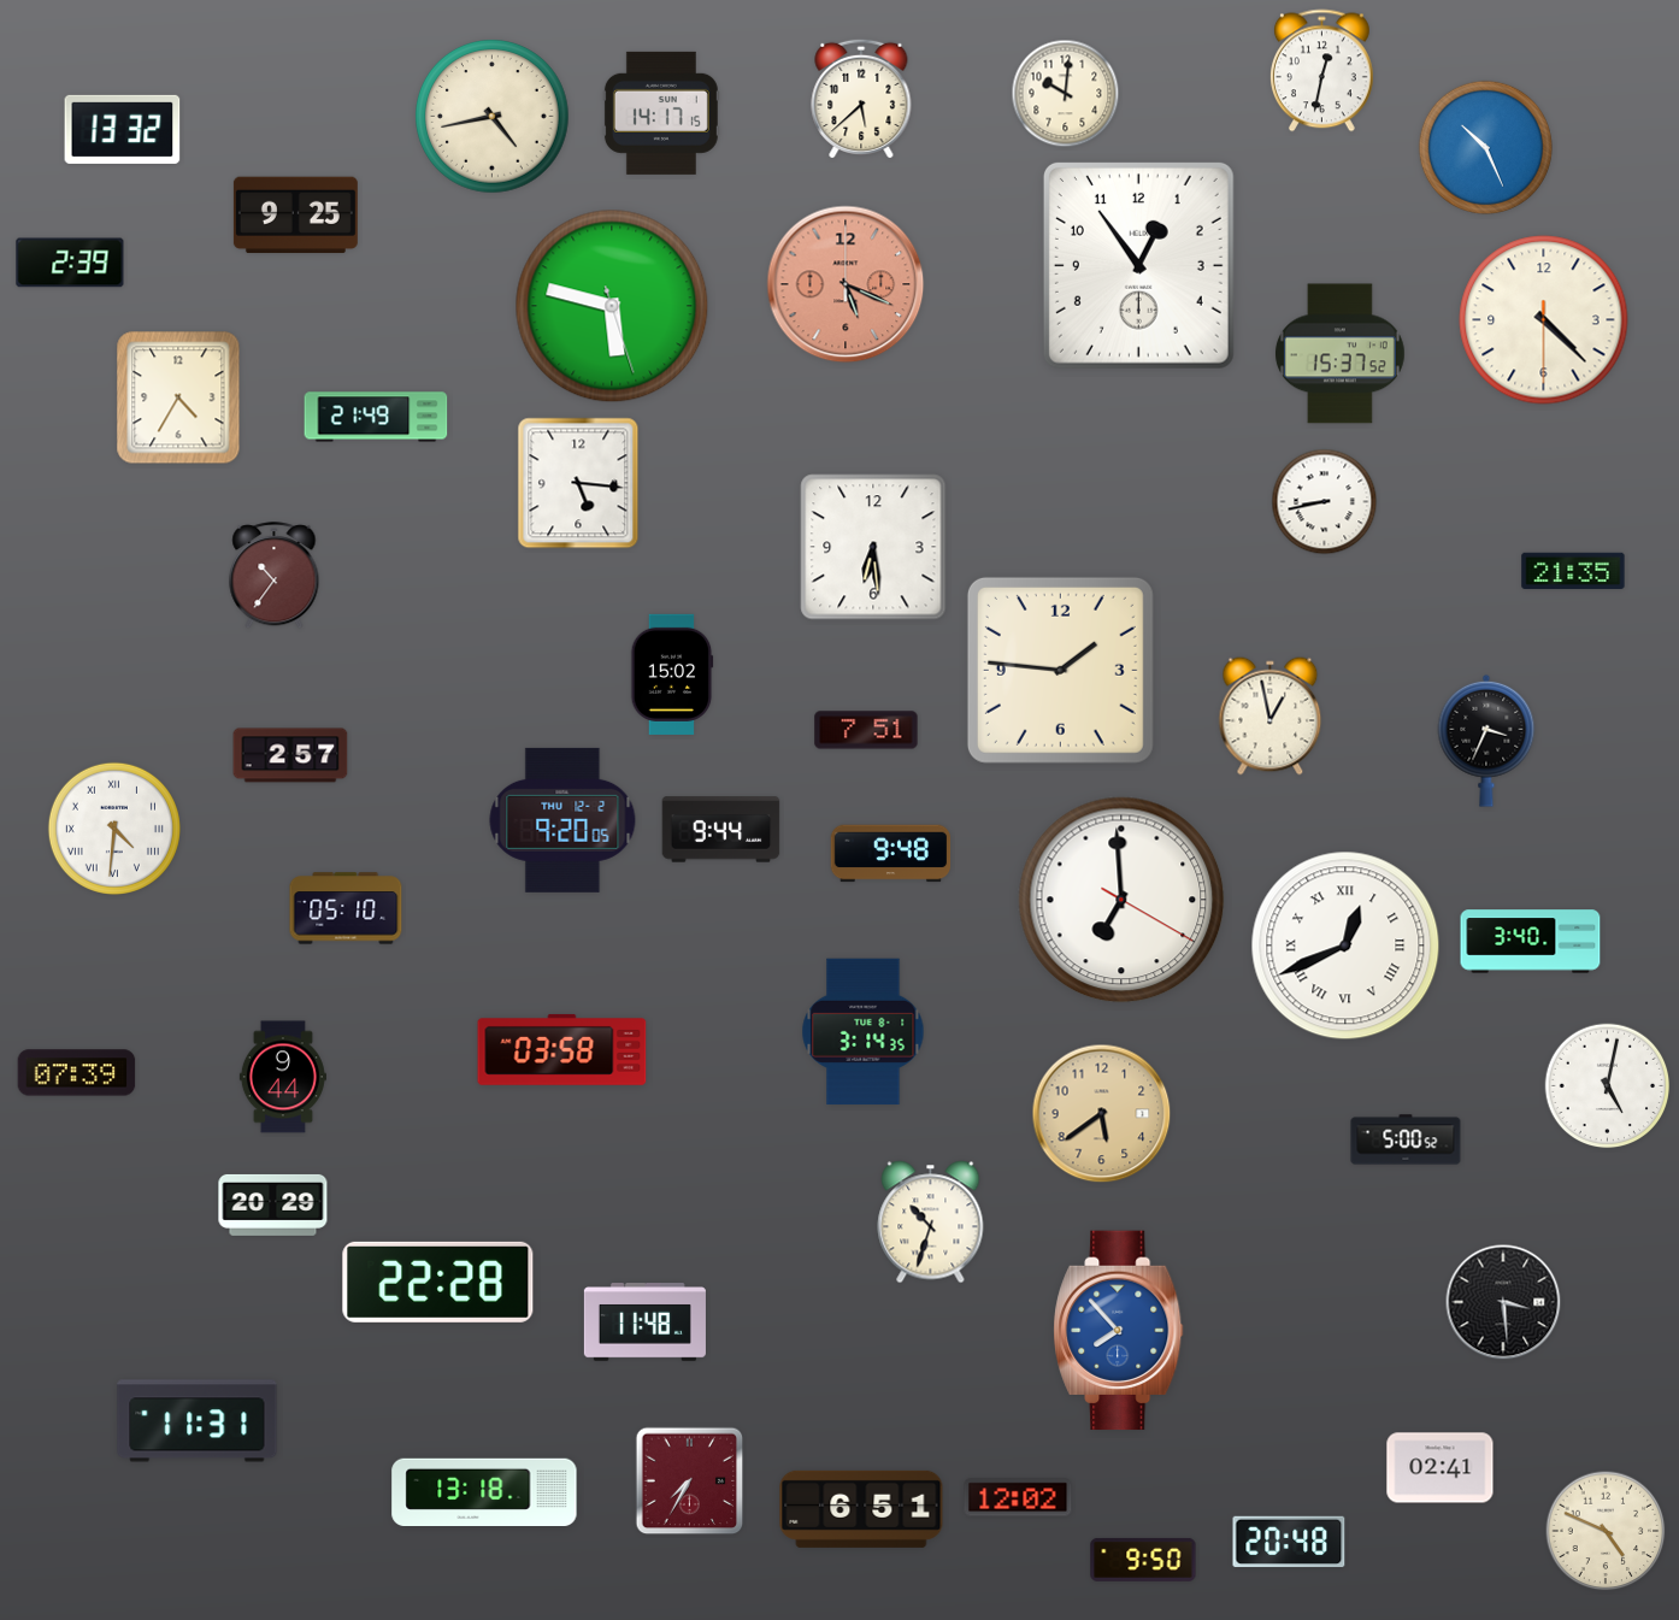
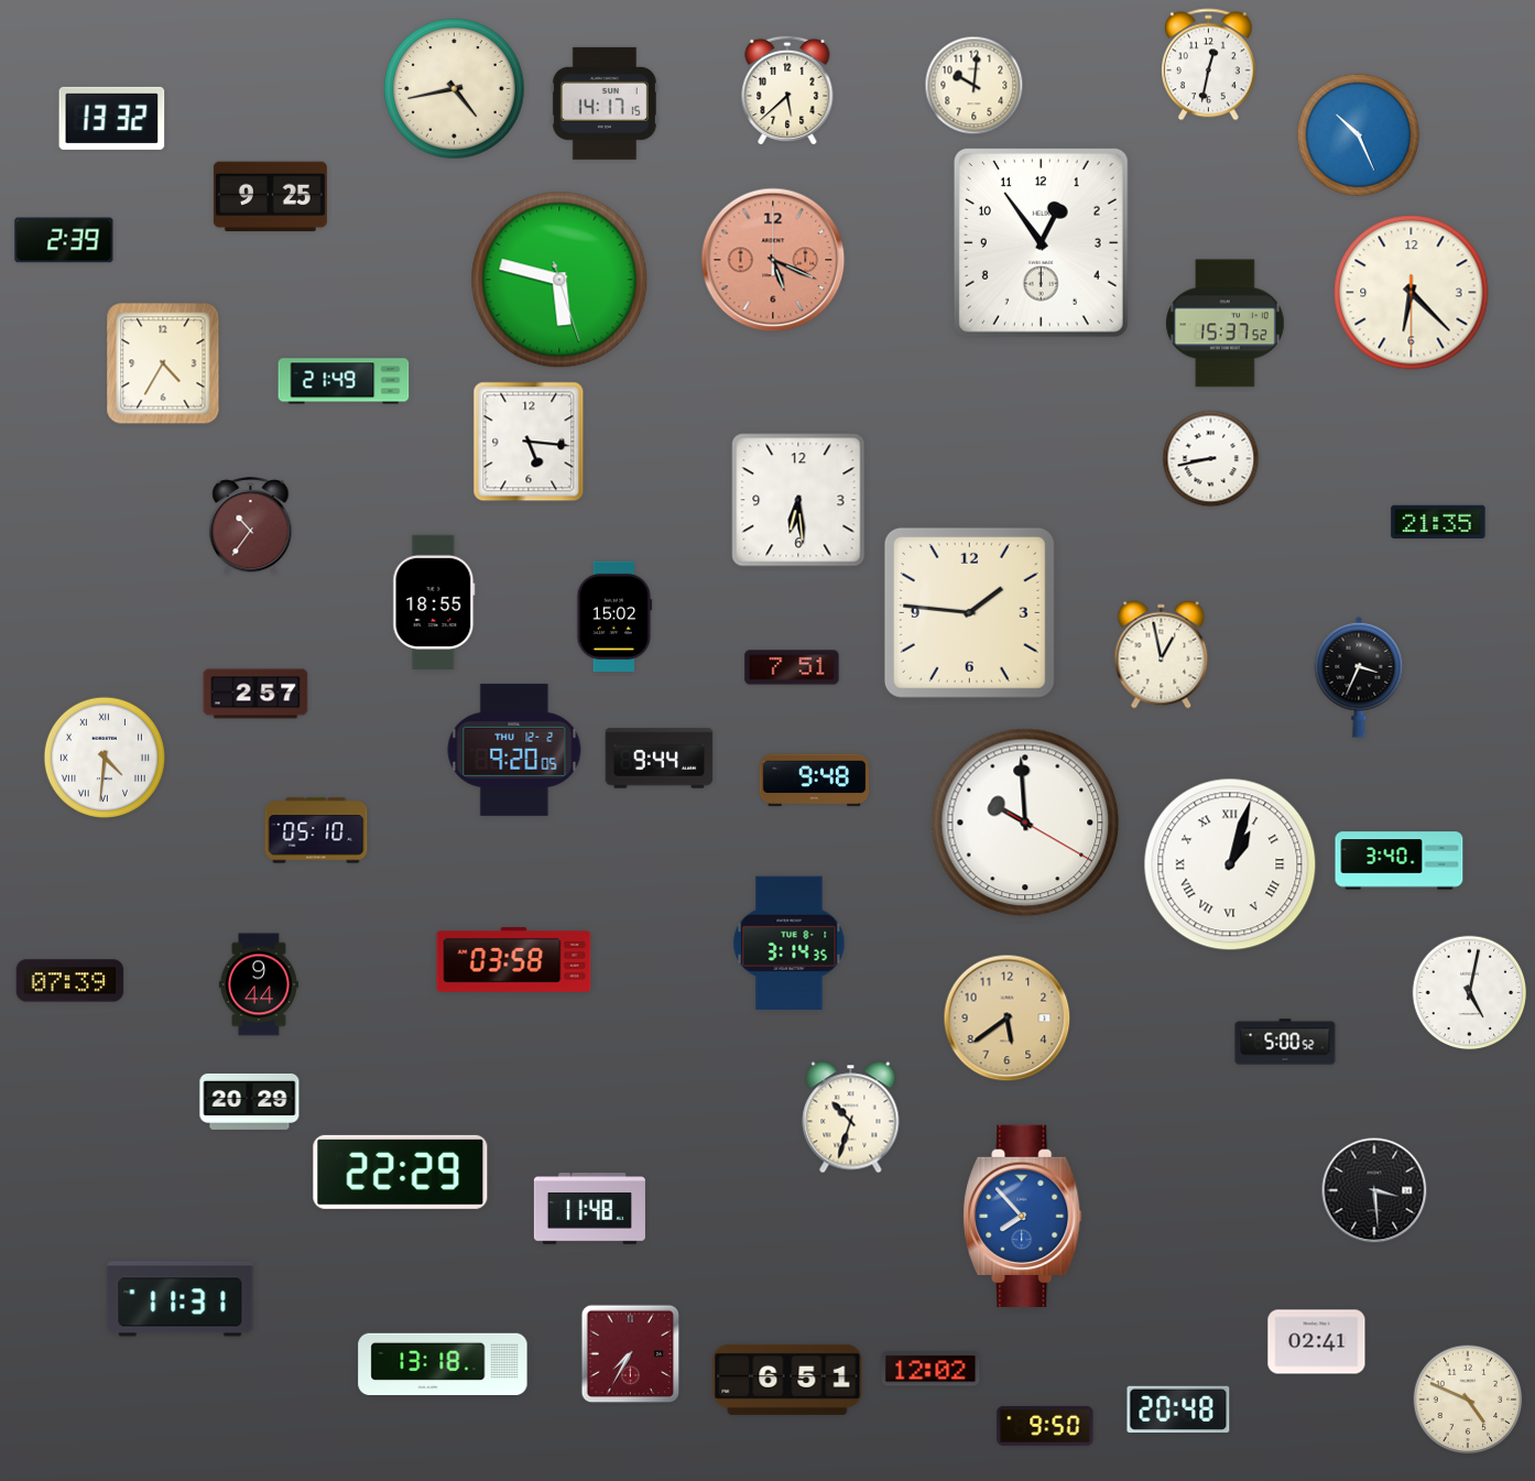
clock at (493, 117) position: (493, 117) -> (455, 89)
clock at (1544, 320): 4:22 -> 6:22
clock at (434, 601): none -> 18:55
clock at (290, 755) position: (290, 755) -> (255, 694)
clock at (1121, 900): 6:59 -> 9:59
clock at (1345, 946): 12:41 -> 1:03
clock at (438, 1282): 22:28 -> 22:29
